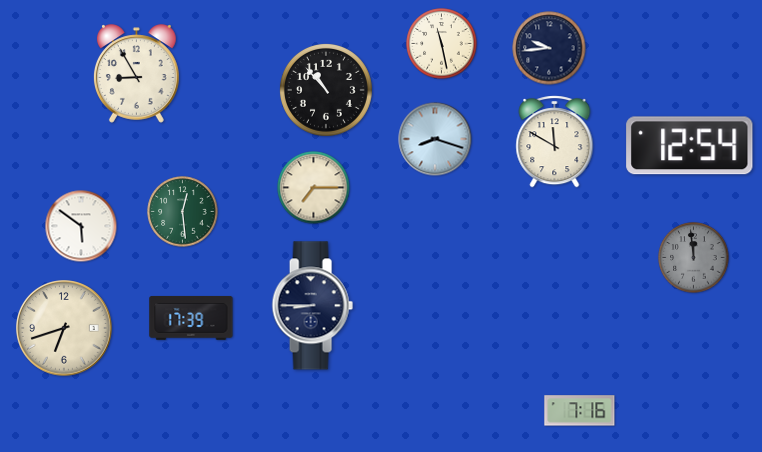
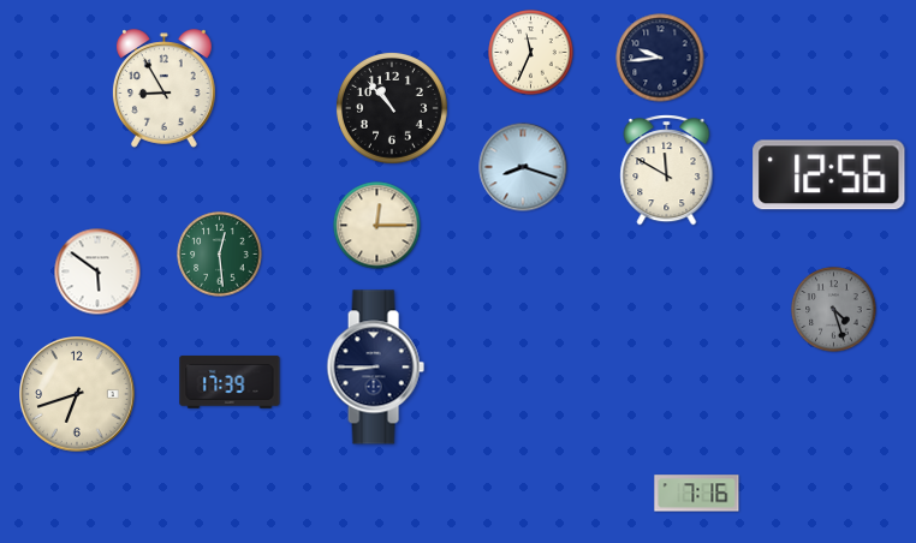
clock at (442, 44): 11:28 -> 11:34
clock at (690, 146): 12:54 -> 12:56
clock at (314, 188): 7:15 -> 12:15
clock at (694, 258): 11:59 -> 4:27
